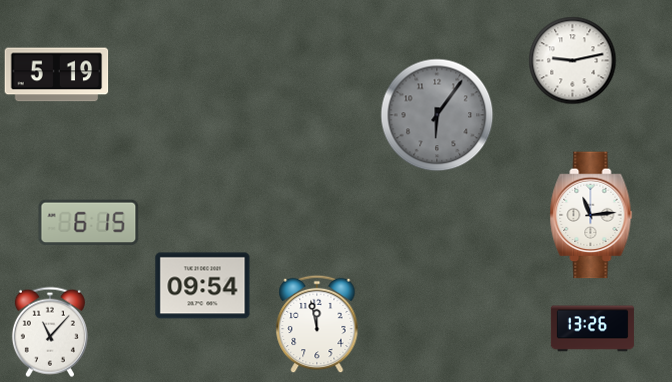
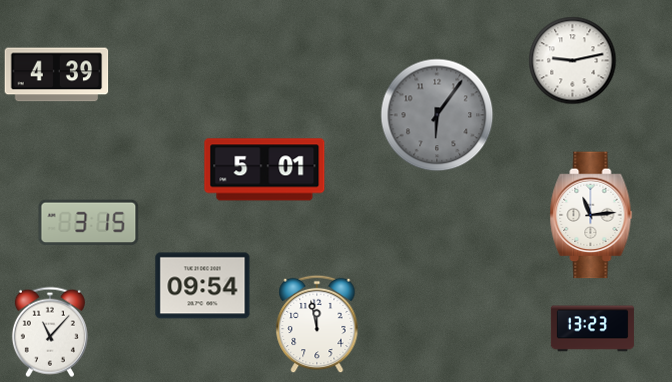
clock at (57, 75): 5:19 -> 4:39
clock at (265, 170): none -> 5:01
clock at (89, 223): 6:15 -> 3:15
clock at (592, 329): 13:26 -> 13:23
